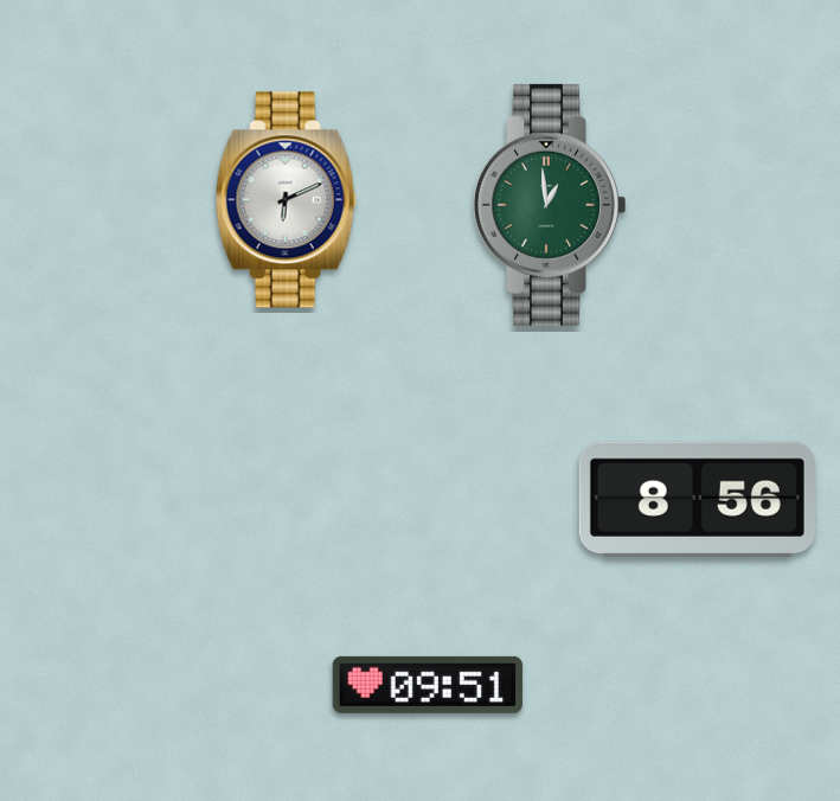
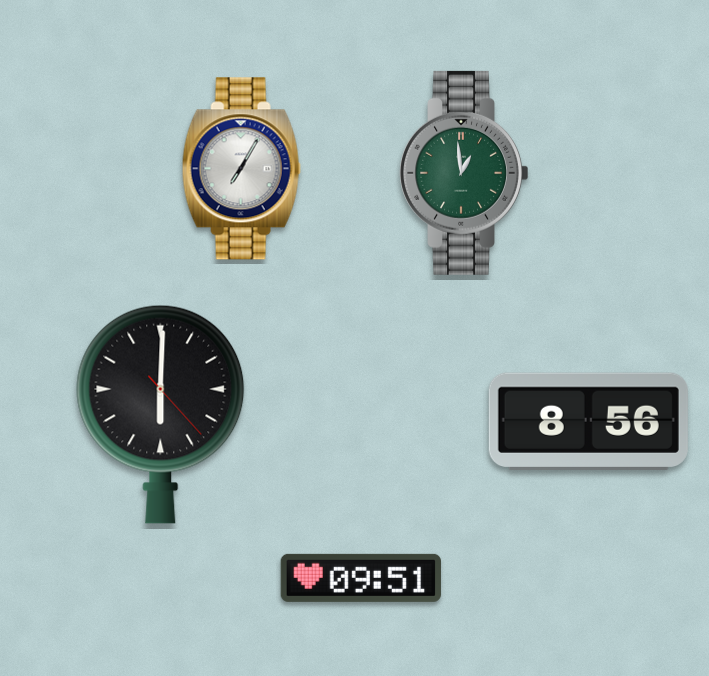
clock at (286, 200): 6:11 -> 7:05
clock at (161, 414): none -> 6:00
